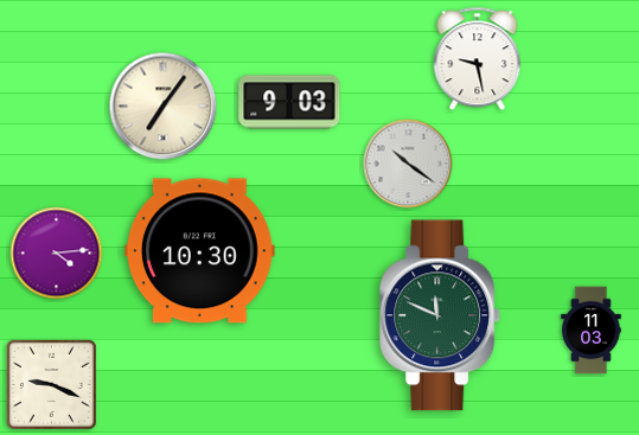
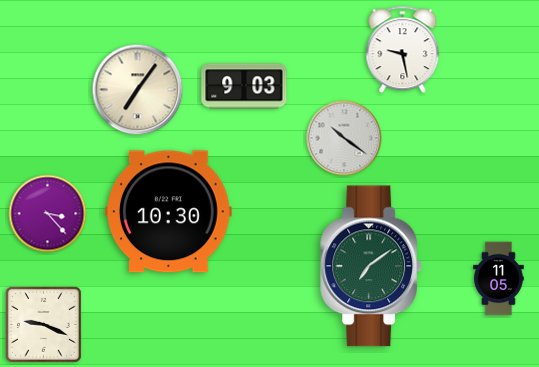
clock at (57, 254): 4:14 -> 3:23
clock at (441, 315): 11:49 -> 7:09
clock at (592, 331): 11:03 -> 11:05
